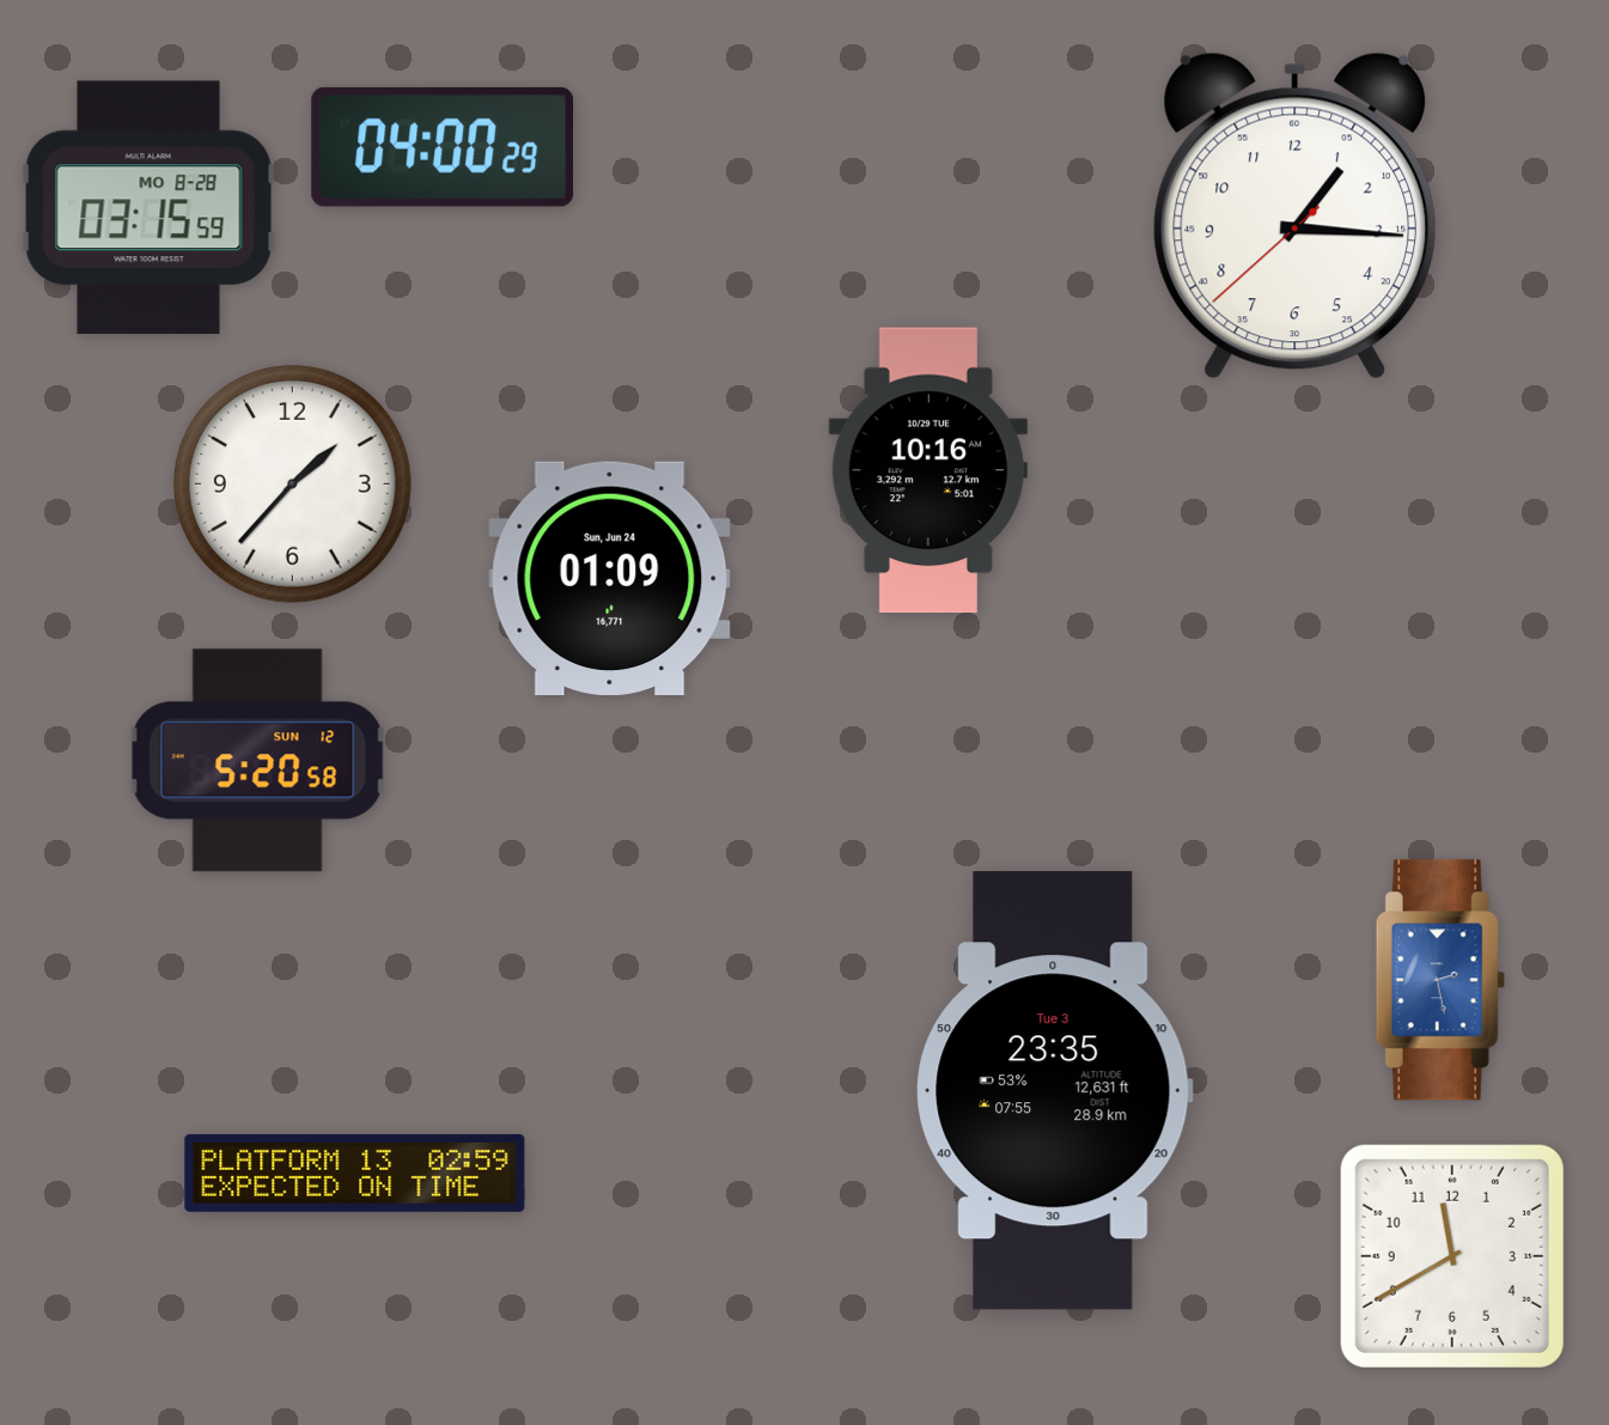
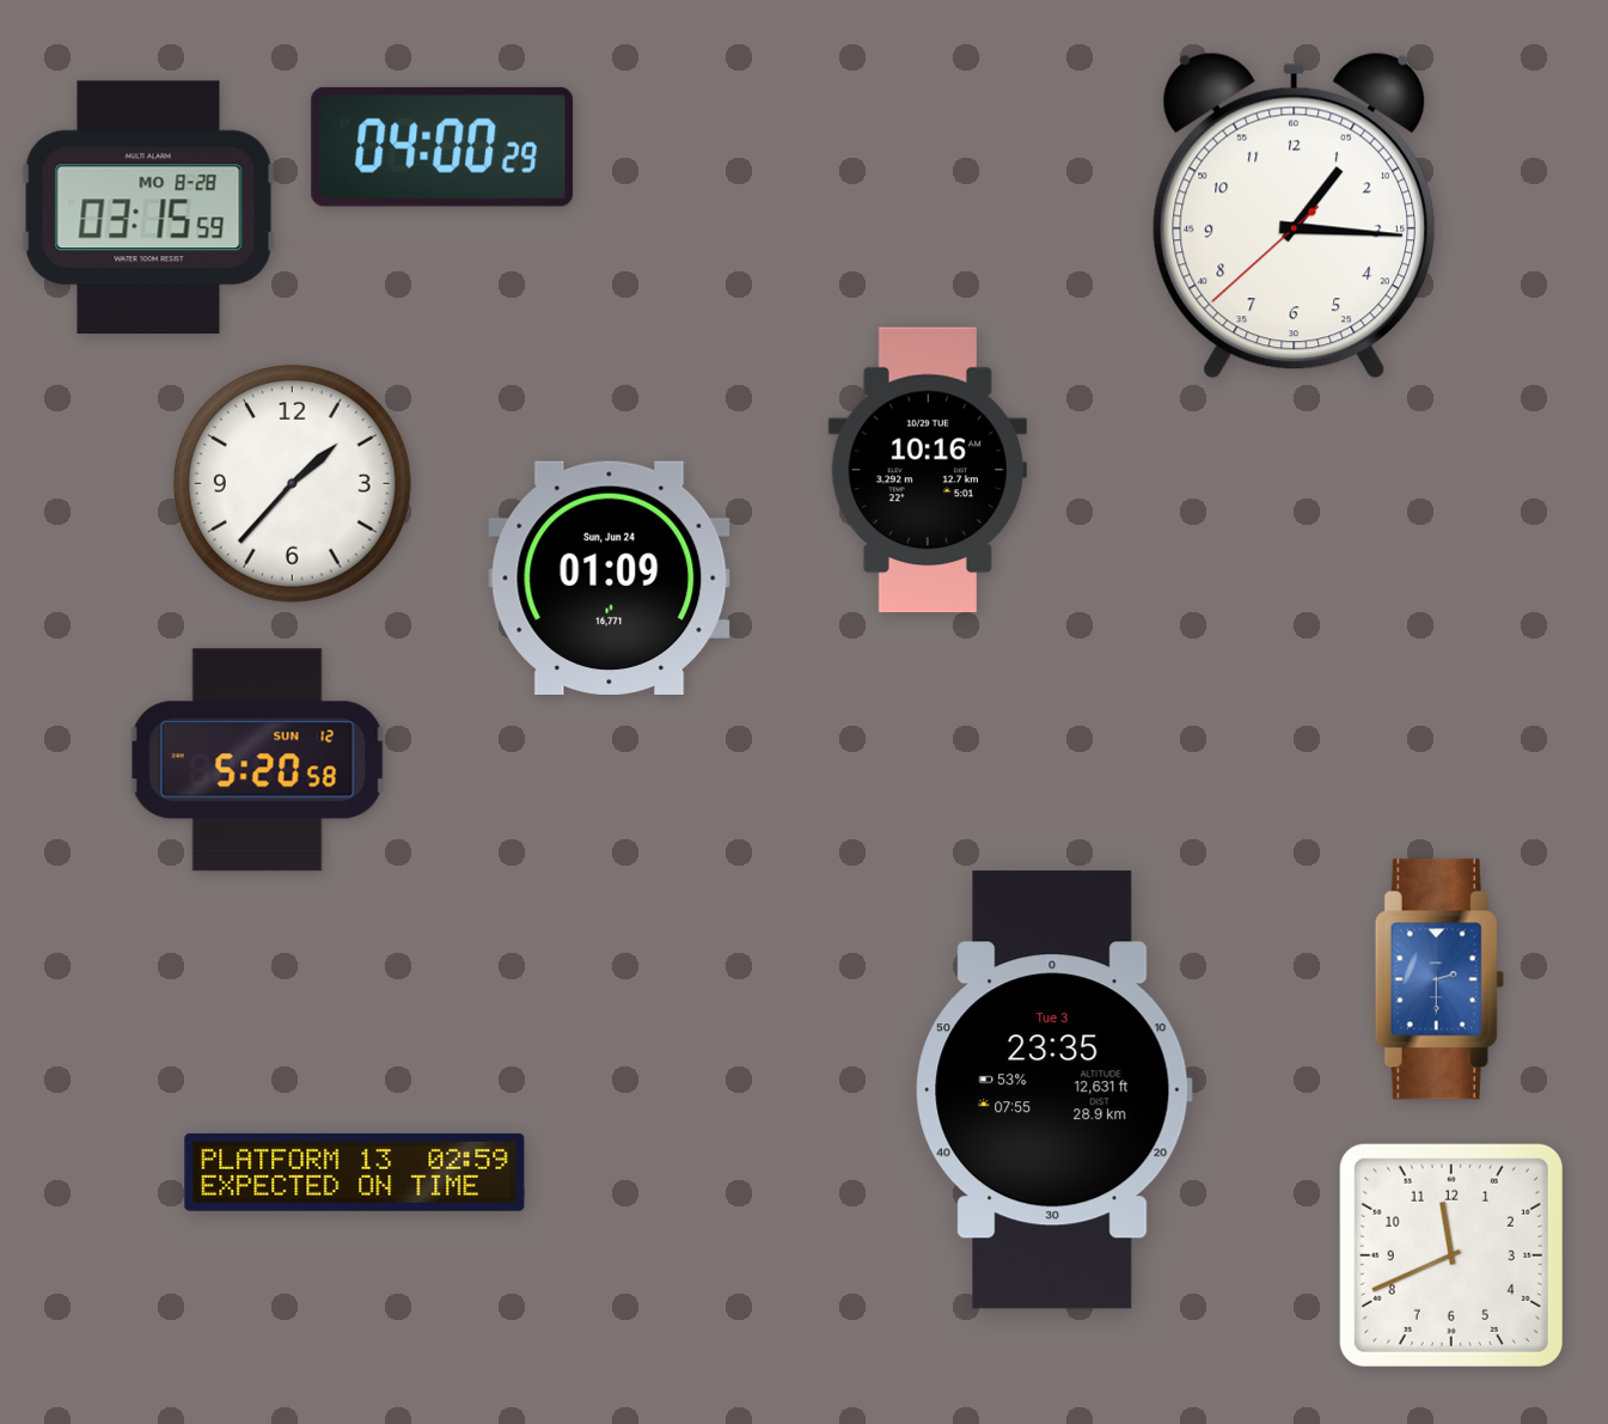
clock at (1440, 980): 2:28 -> 2:30
clock at (1452, 1256): 11:40 -> 11:41
